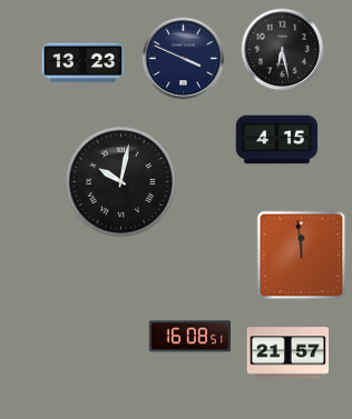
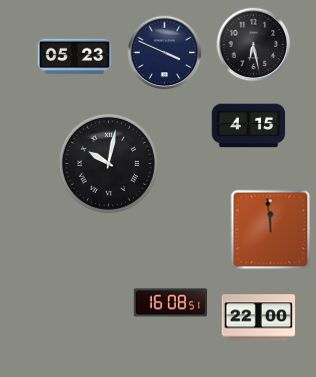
clock at (84, 63): 13:23 -> 05:23
clock at (289, 353): 21:57 -> 22:00
